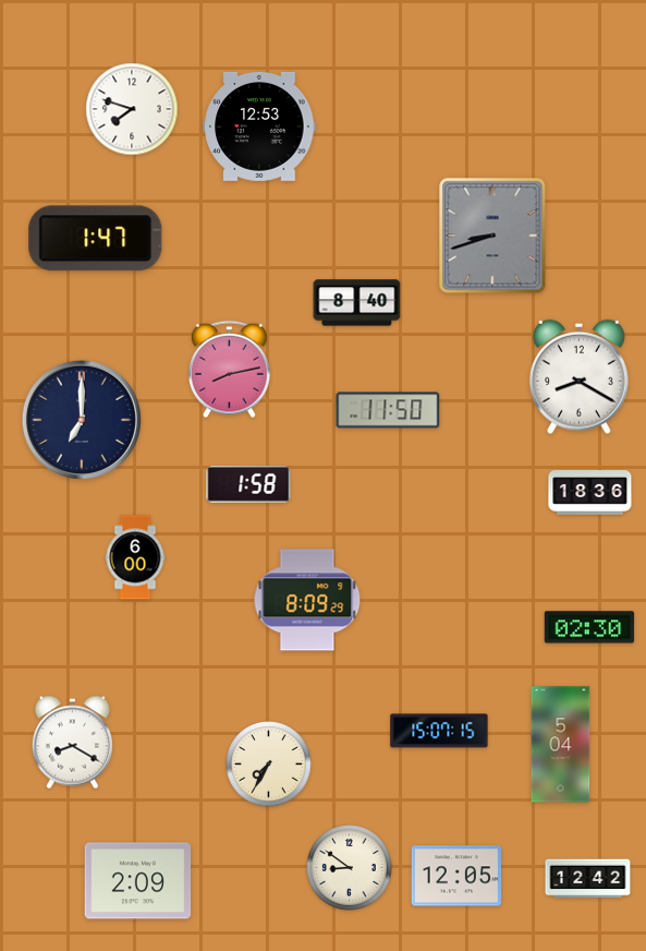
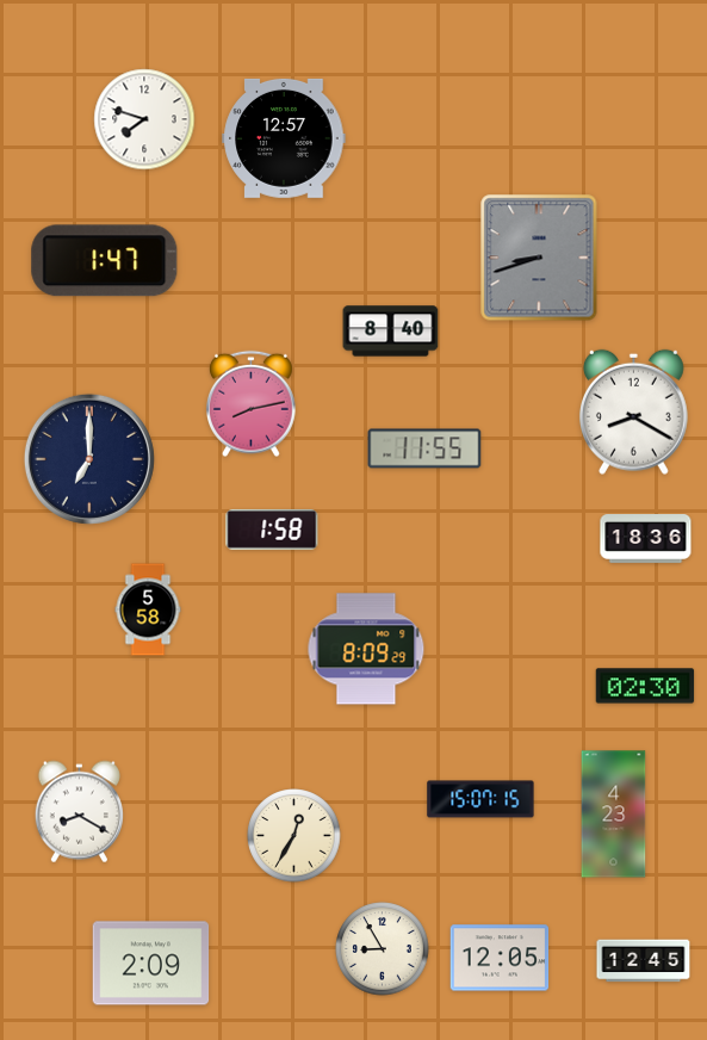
clock at (259, 127): 12:53 -> 12:57
clock at (388, 410): 11:50 -> 11:55
clock at (135, 557): 6:00 -> 5:58
clock at (307, 600) position: (307, 600) -> (366, 649)
clock at (561, 745): 5:04 -> 4:23
clock at (269, 765): 7:35 -> 12:35
clock at (350, 868): 8:51 -> 8:55
clock at (588, 879): 12:42 -> 12:45
